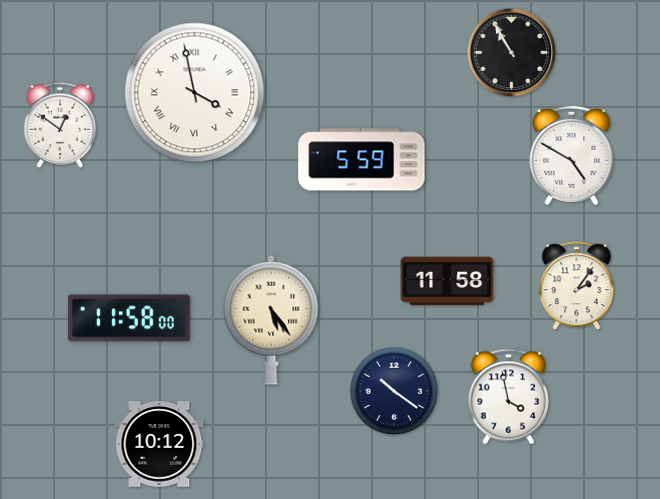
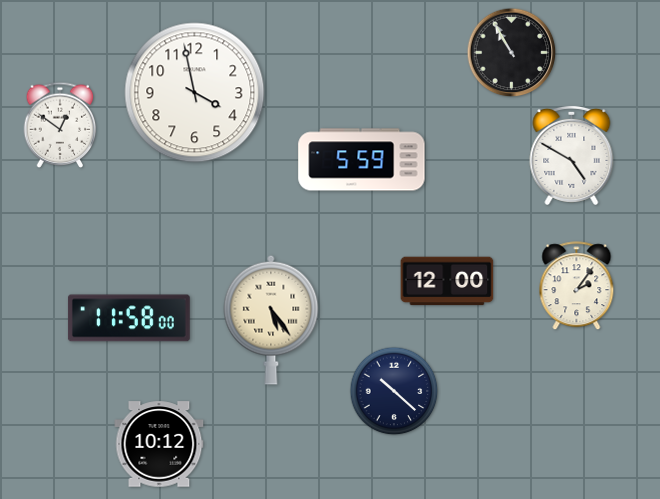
clock at (195, 93) numerals: Roman -> Arabic
clock at (447, 281): 11:58 -> 12:00
clock at (394, 391): 10:21 -> 10:22
clock at (508, 397): 3:58 -> none
